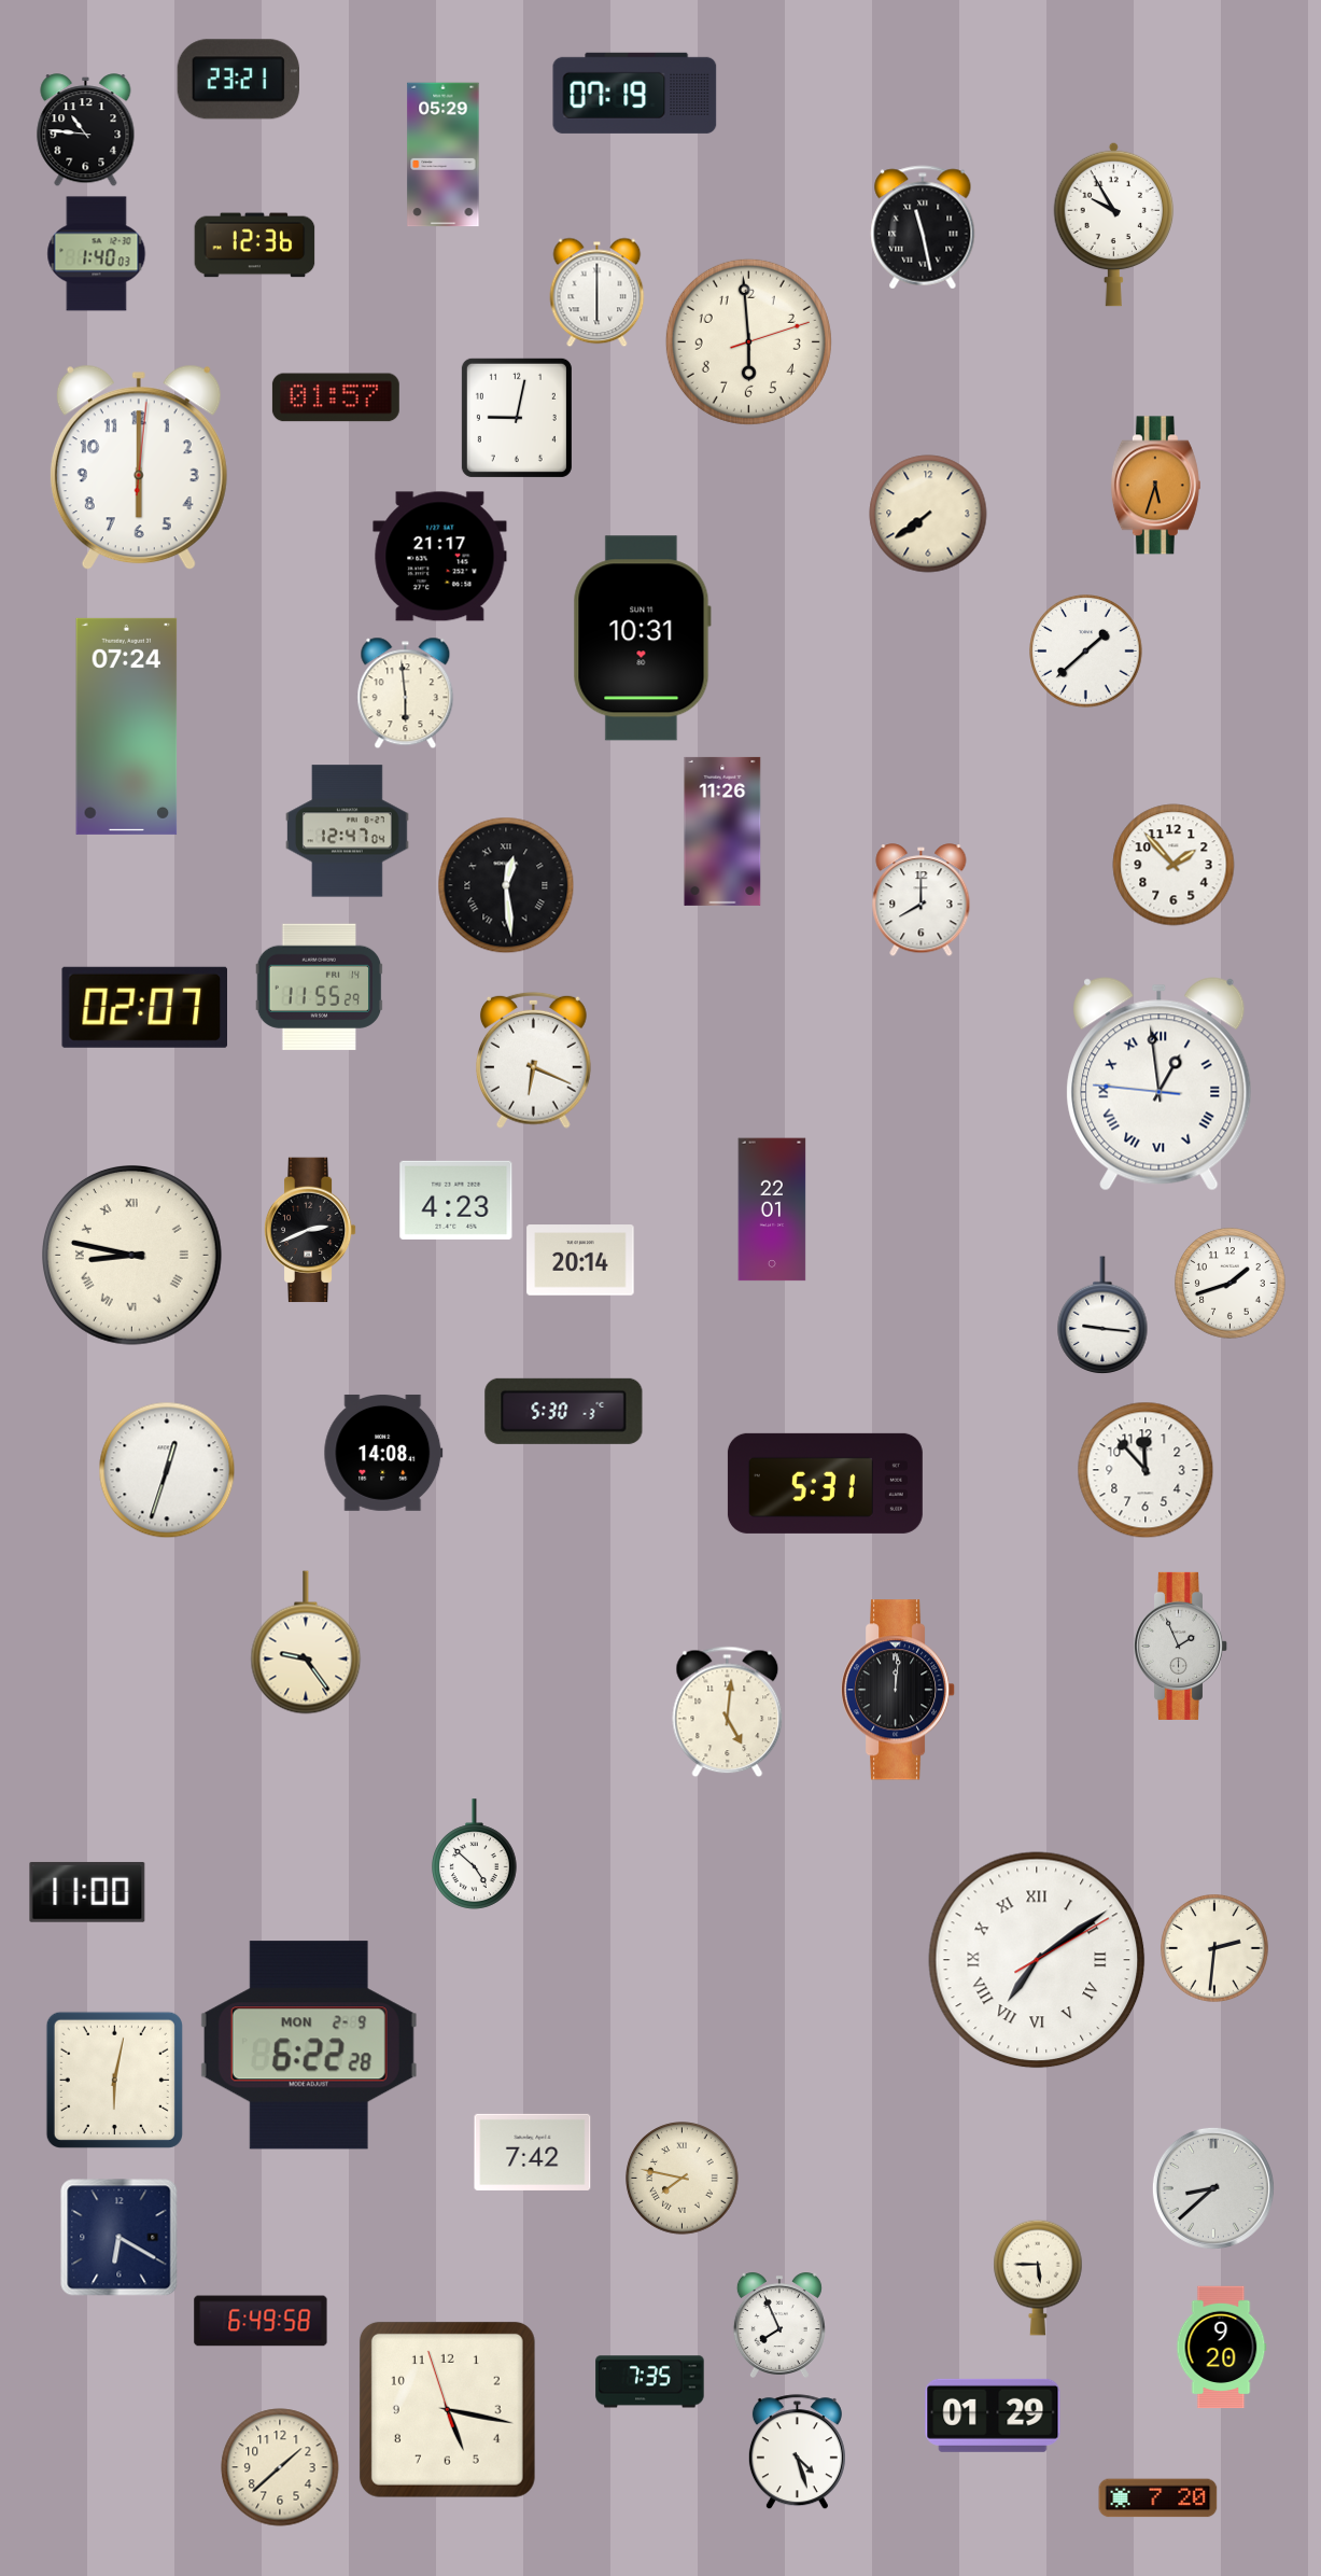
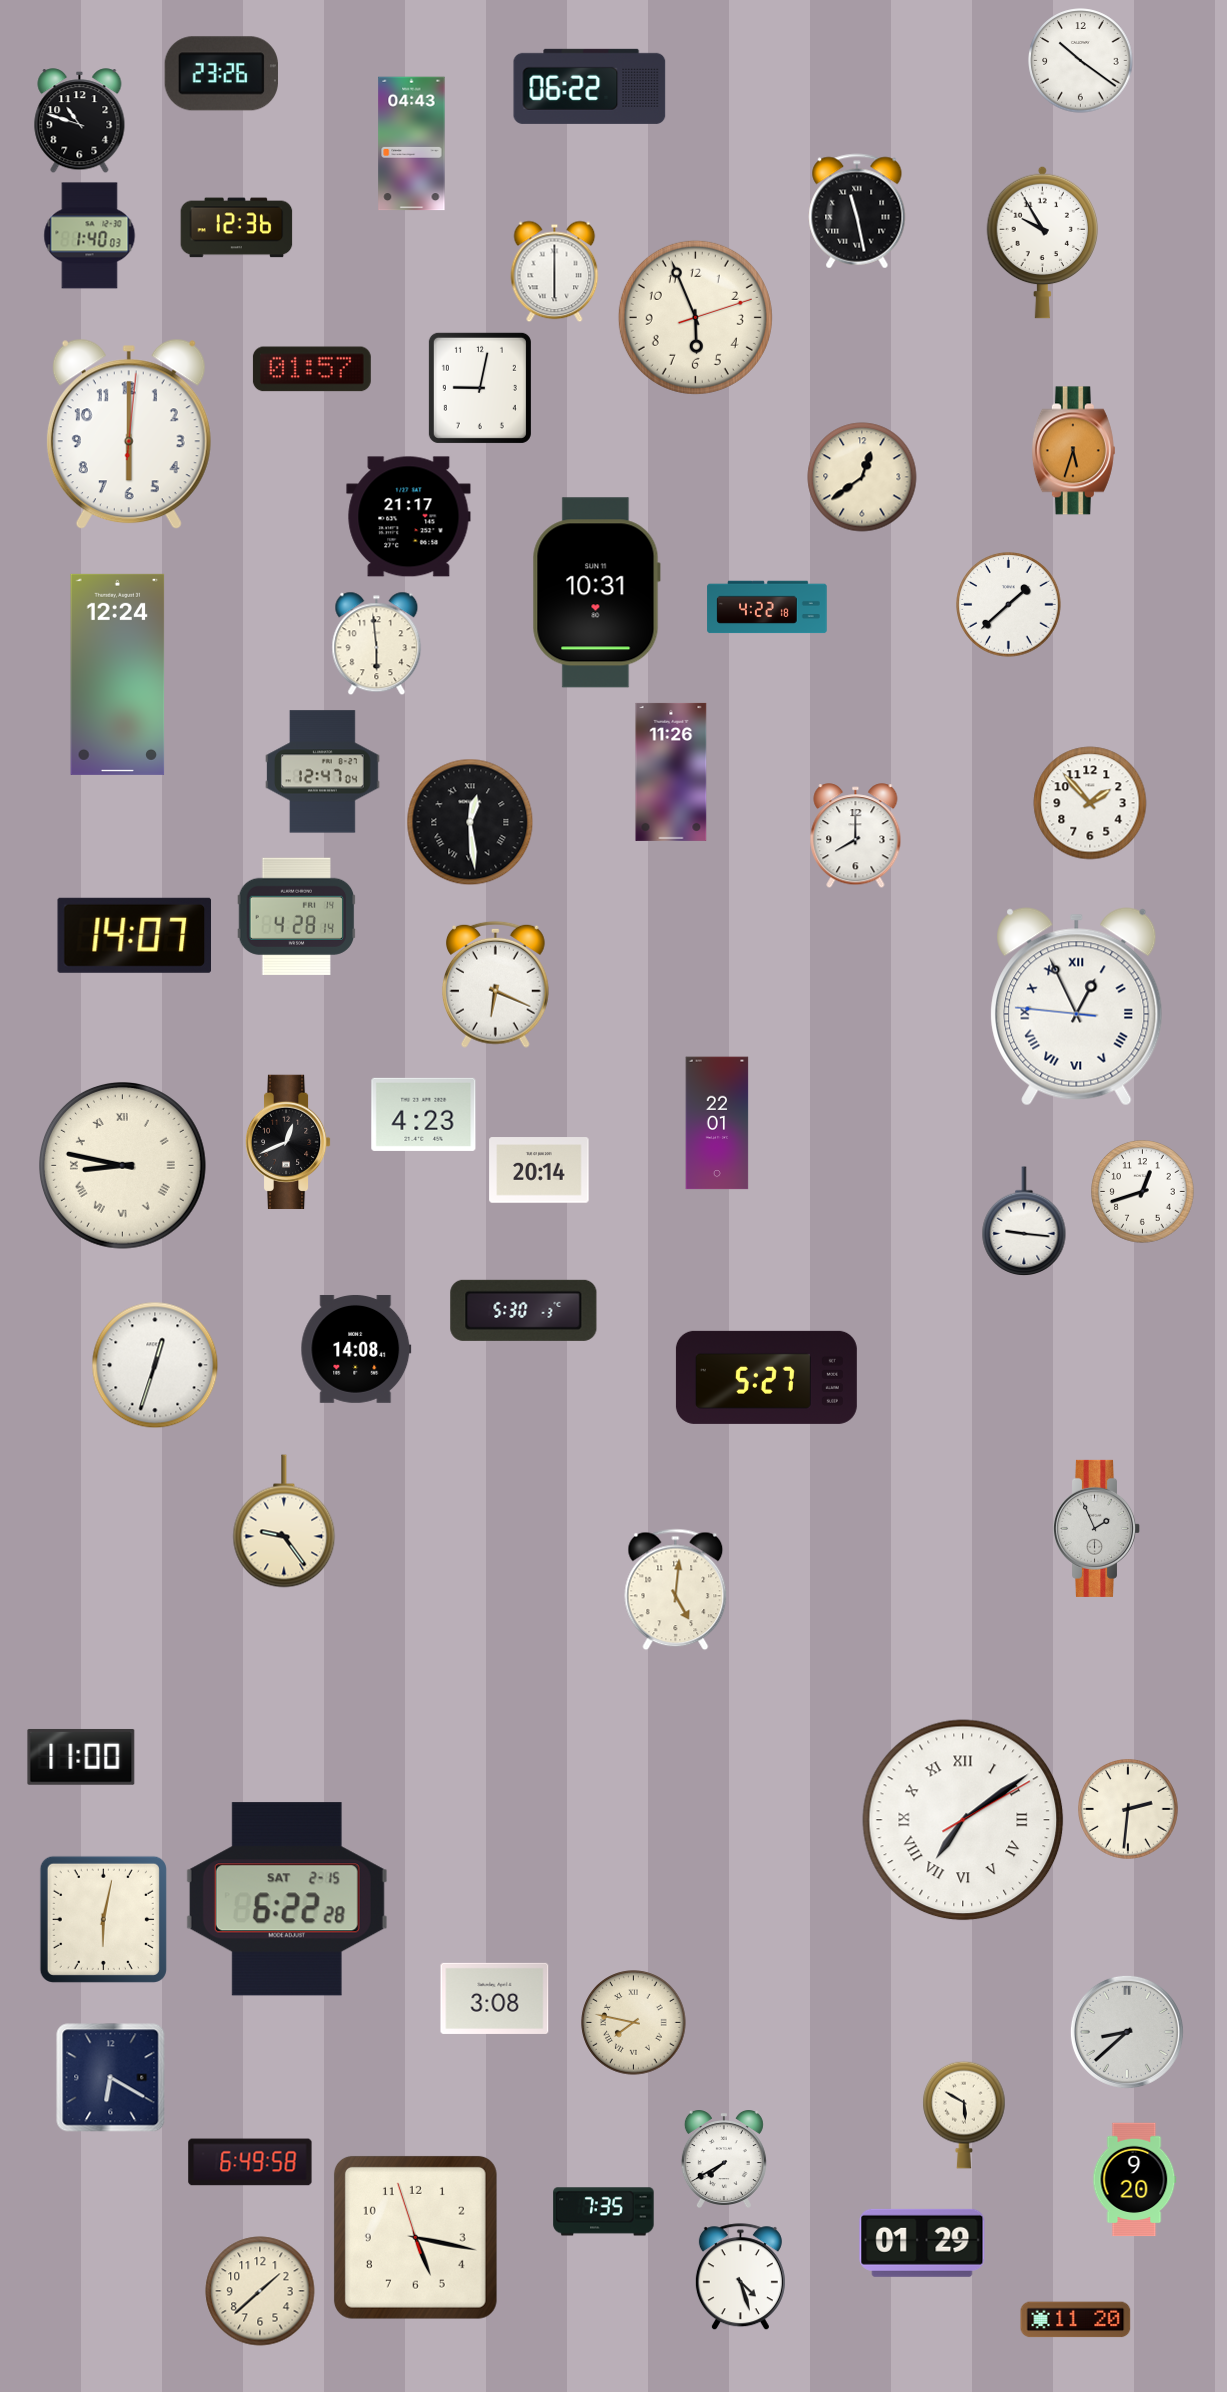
clock at (1081, 61): none -> 10:21
clock at (238, 80): 23:21 -> 23:26
clock at (635, 93): 07:19 -> 06:22
clock at (86, 130): 10:46 -> 10:48
clock at (444, 155): 05:29 -> 04:43
clock at (1114, 224) position: (1114, 224) -> (1043, 242)
clock at (748, 341): 5:59 -> 5:56
clock at (928, 514): 7:39 -> 12:39
clock at (767, 607): none -> 4:22
clock at (127, 726): 07:24 -> 12:24
clock at (320, 986): 11:55 -> 4:28
clock at (144, 1007): 02:07 -> 14:07
clock at (1160, 1084): 12:58 -> 12:55
clock at (310, 1230): 2:41 -> 12:41
clock at (1231, 1284): 1:42 -> 12:42
clock at (1146, 1470): 11:53 -> none
clock at (825, 1483): 5:31 -> 5:27
clock at (306, 1642) position: (306, 1642) -> (284, 1521)
clock at (899, 1690): 12:01 -> none
clock at (475, 1854): 4:52 -> none
clock at (309, 2045) date: MON 2-9 -> SAT 2-15
clock at (114, 2080) position: (114, 2080) -> (103, 1919)
clock at (533, 2152): 7:42 -> 3:08
clock at (1038, 2278): 5:45 -> 5:50
clock at (261, 2321) position: (261, 2321) -> (250, 2162)
clock at (779, 2325): 7:56 -> 7:40
clock at (1158, 2498): 7:20 -> 11:20
